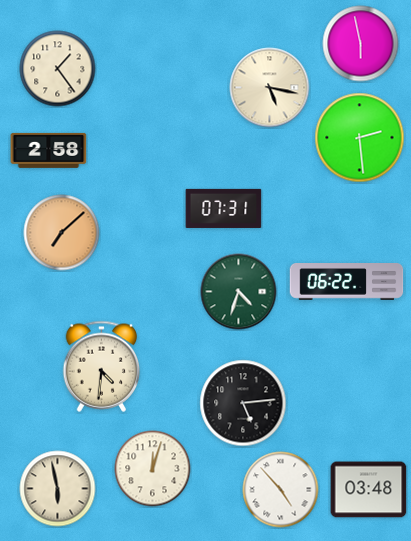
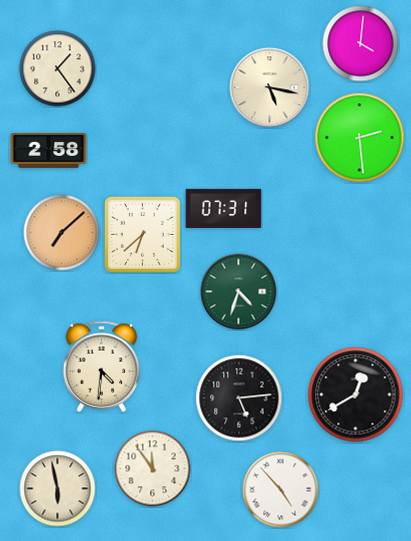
clock at (361, 44): 5:58 -> 4:01
clock at (143, 235): none -> 6:38
clock at (347, 282): 06:22 -> none
clock at (356, 395): none -> 12:40
clock at (243, 403) position: (243, 403) -> (239, 398)
clock at (153, 469): 12:03 -> 11:54
clock at (369, 490): 03:48 -> none
